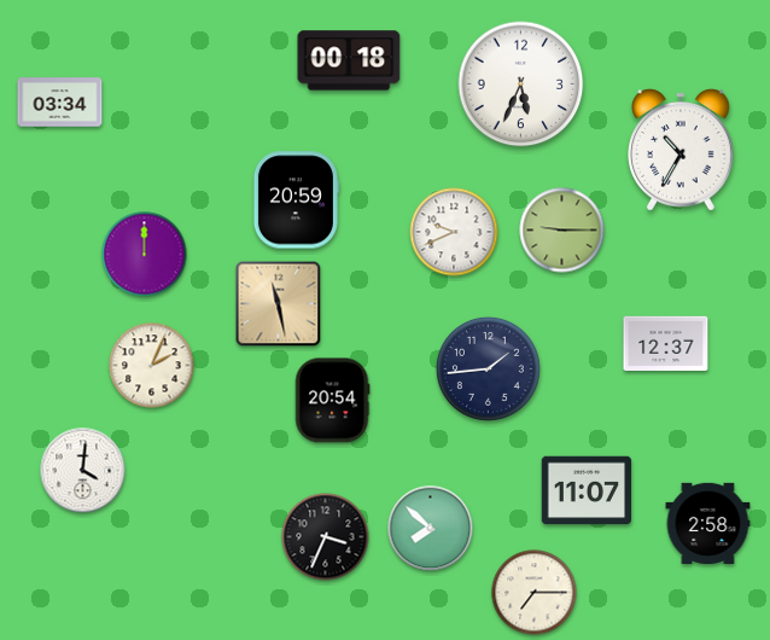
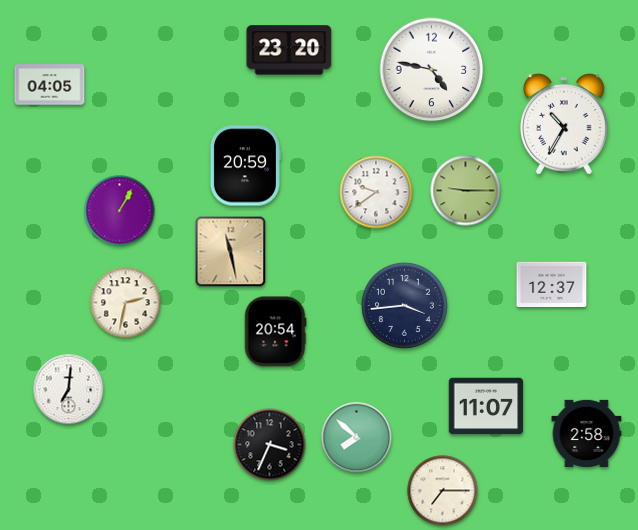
clock at (349, 60): 00:18 -> 23:20
clock at (521, 85): 5:34 -> 4:47
clock at (60, 103): 03:34 -> 04:05
clock at (454, 232): 9:41 -> 9:39
clock at (145, 255): 12:00 -> 1:05
clock at (152, 366): 2:04 -> 2:32
clock at (488, 368): 1:44 -> 3:44
clock at (83, 471): 4:01 -> 7:01
